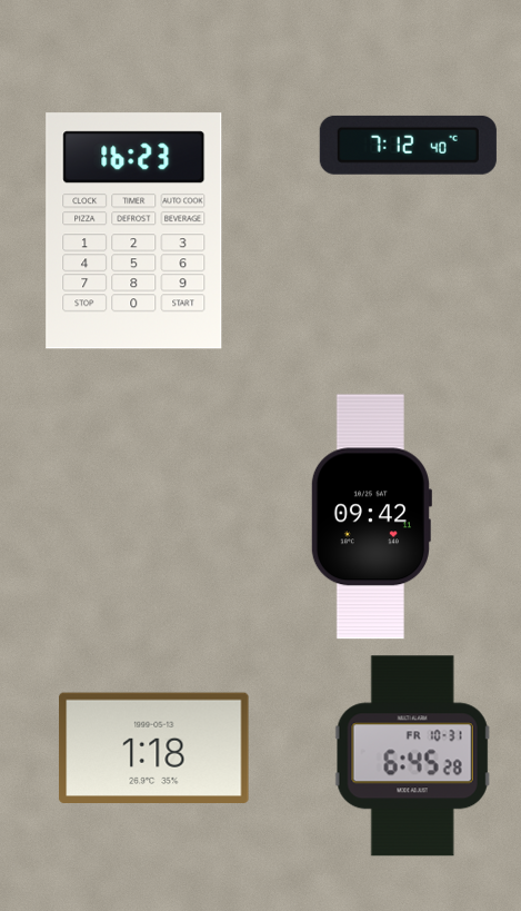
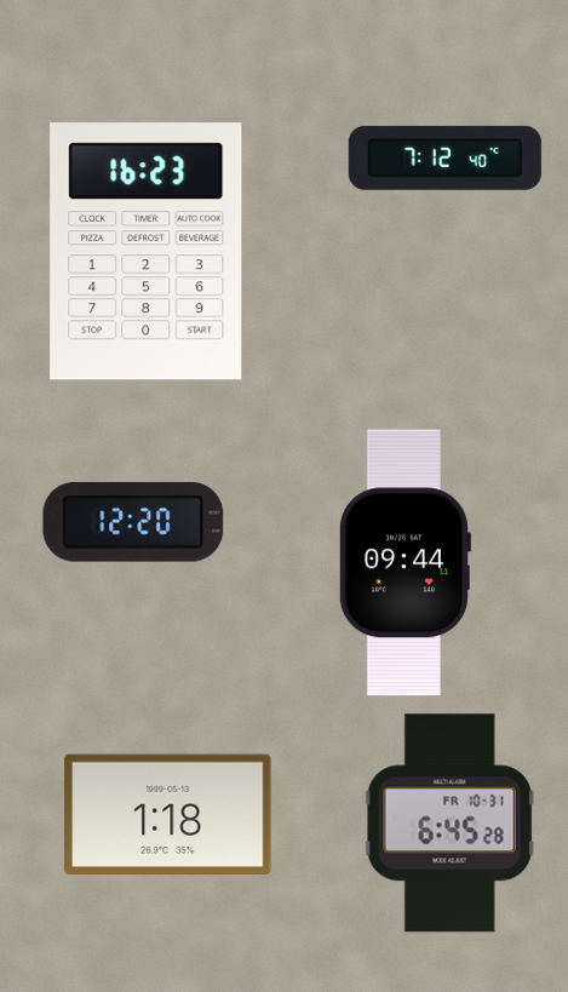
clock at (133, 522): none -> 12:20
clock at (371, 517): 09:42 -> 09:44
